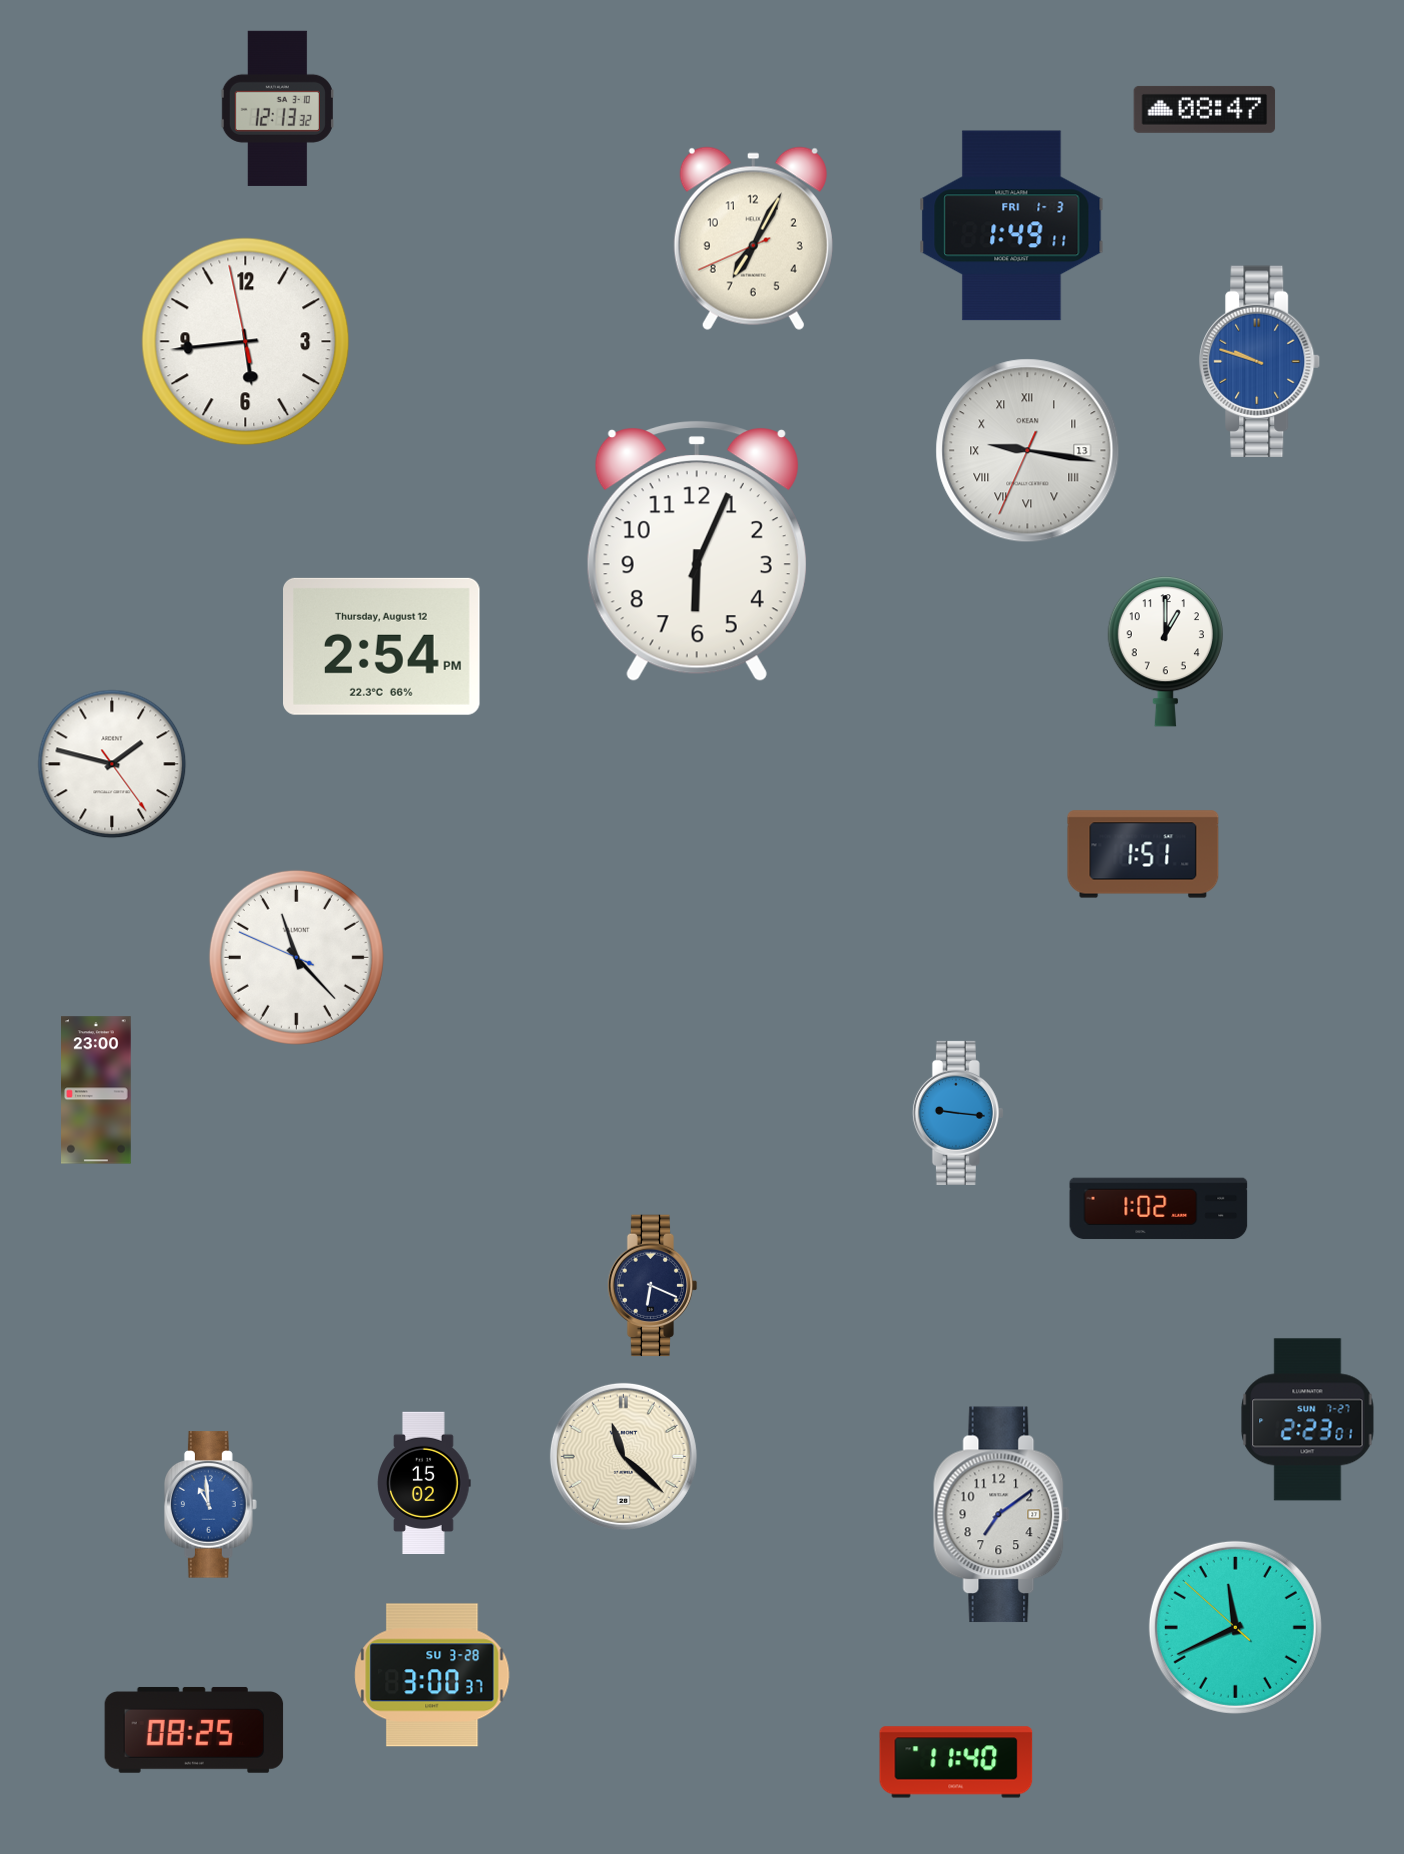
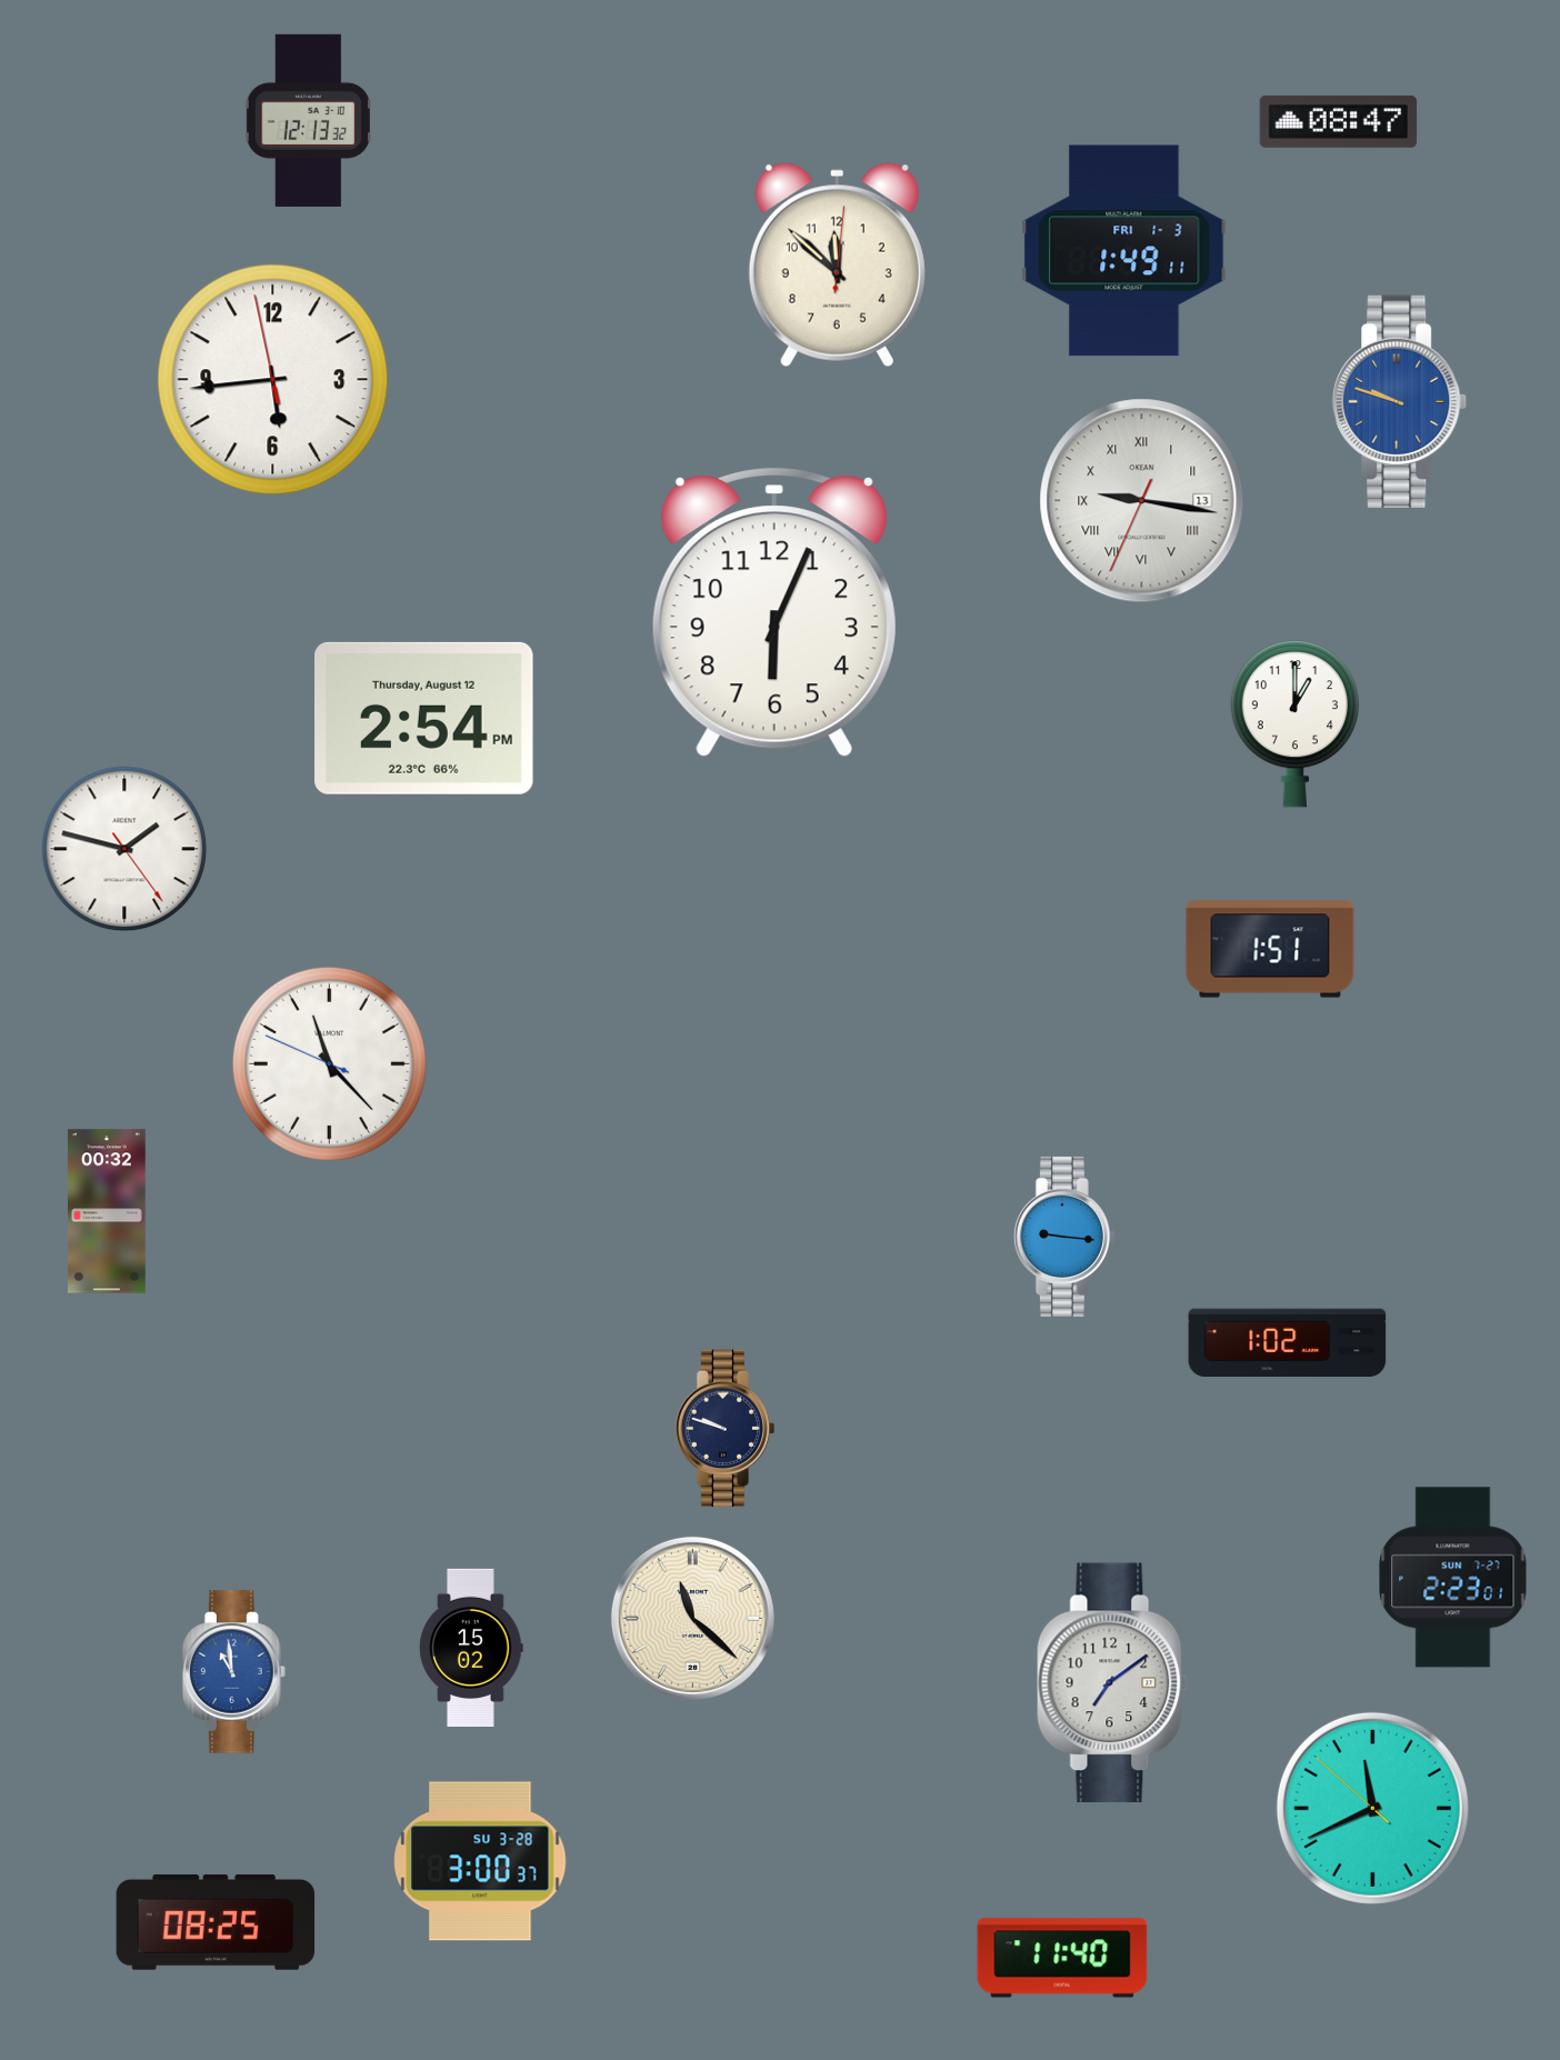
clock at (753, 238): 7:04 -> 11:52
clock at (97, 1090): 23:00 -> 00:32
clock at (653, 1286): 6:19 -> 9:48
